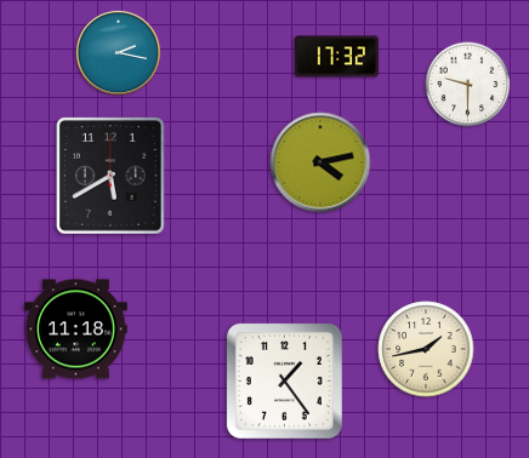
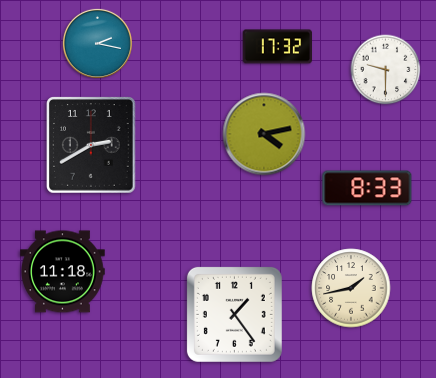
clock at (112, 176): 5:40 -> 2:40
clock at (367, 188): none -> 8:33
